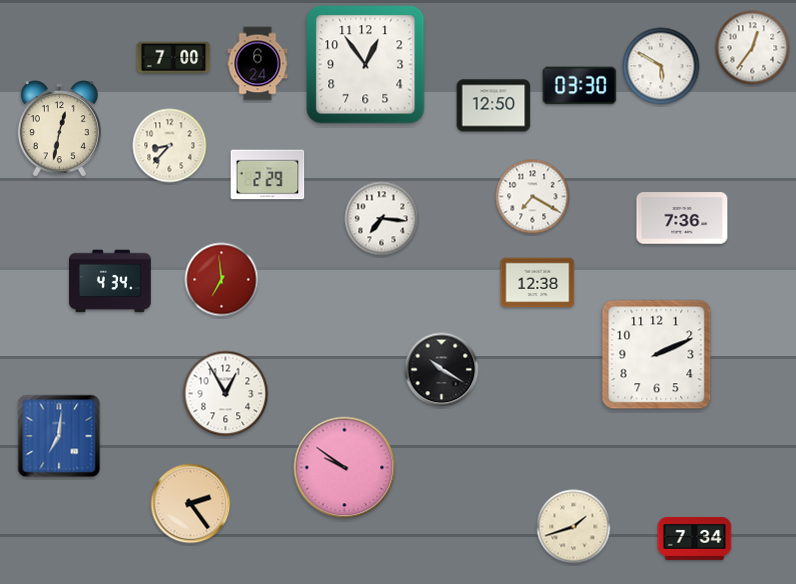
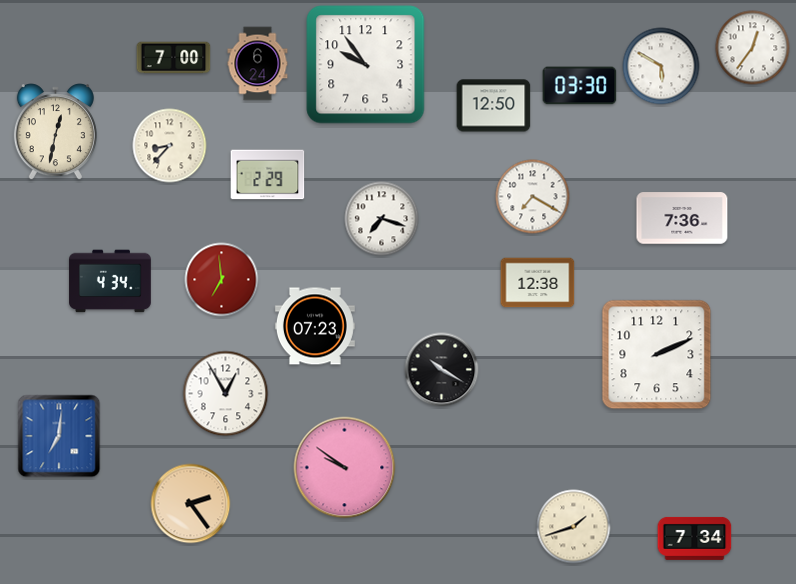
clock at (366, 65): 12:54 -> 9:54
clock at (59, 129) position: (59, 129) -> (55, 132)
clock at (382, 219): 7:16 -> 7:18
clock at (315, 326): none -> 07:23
